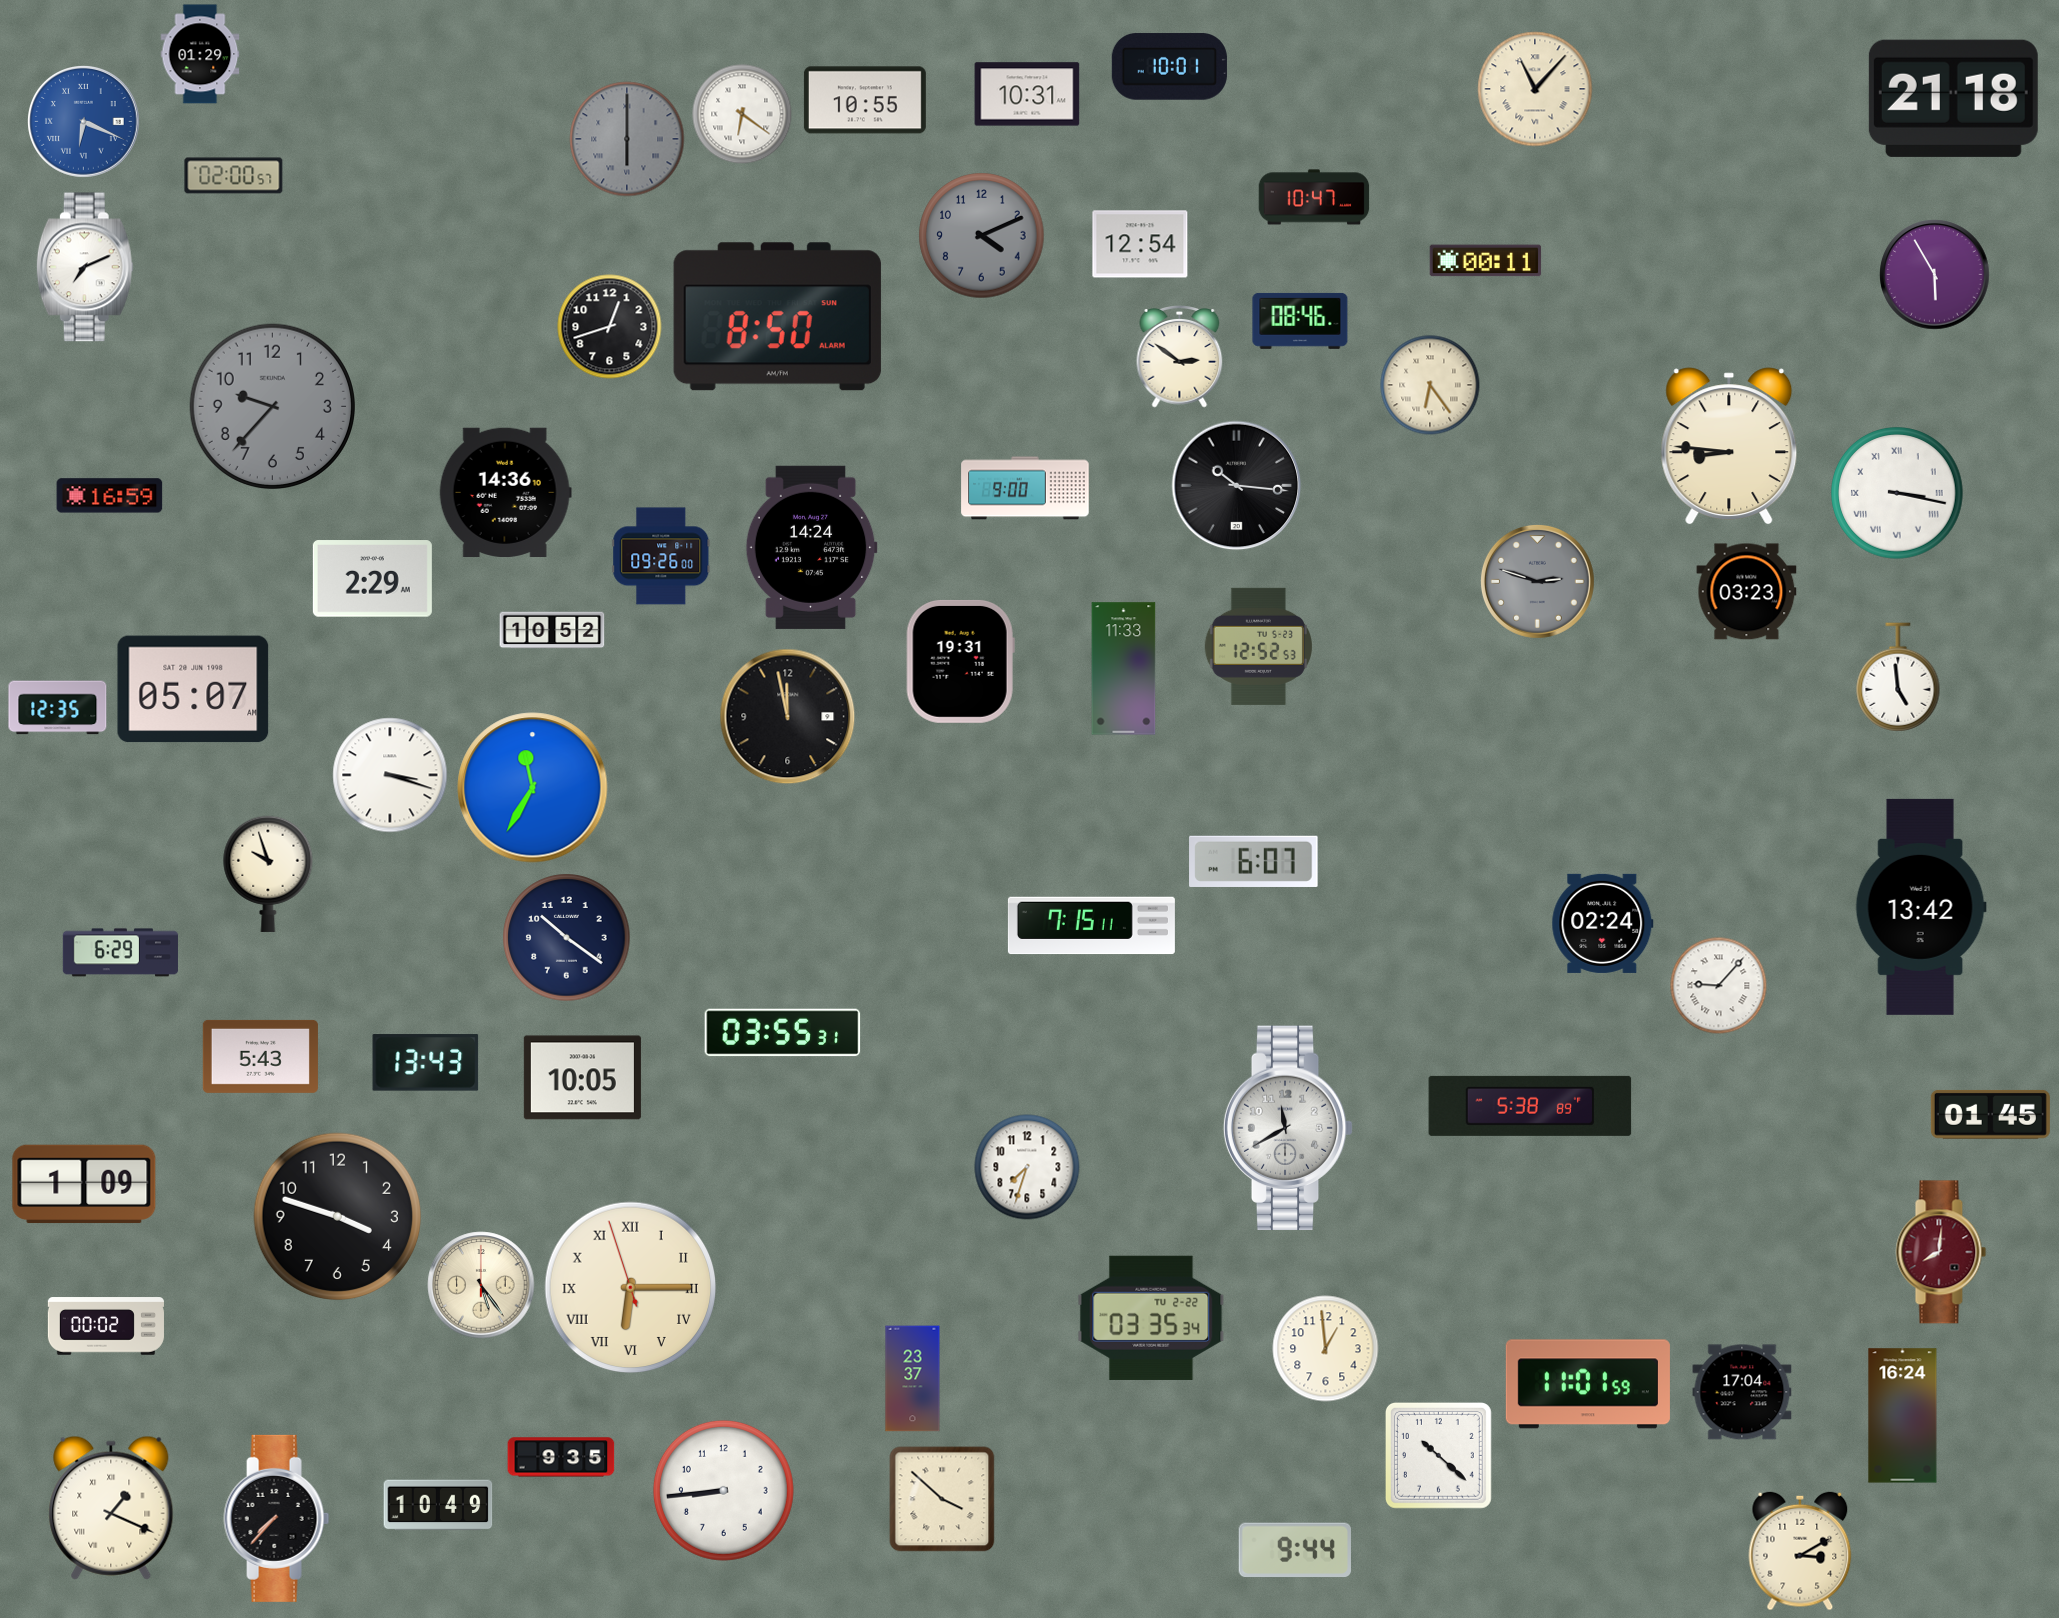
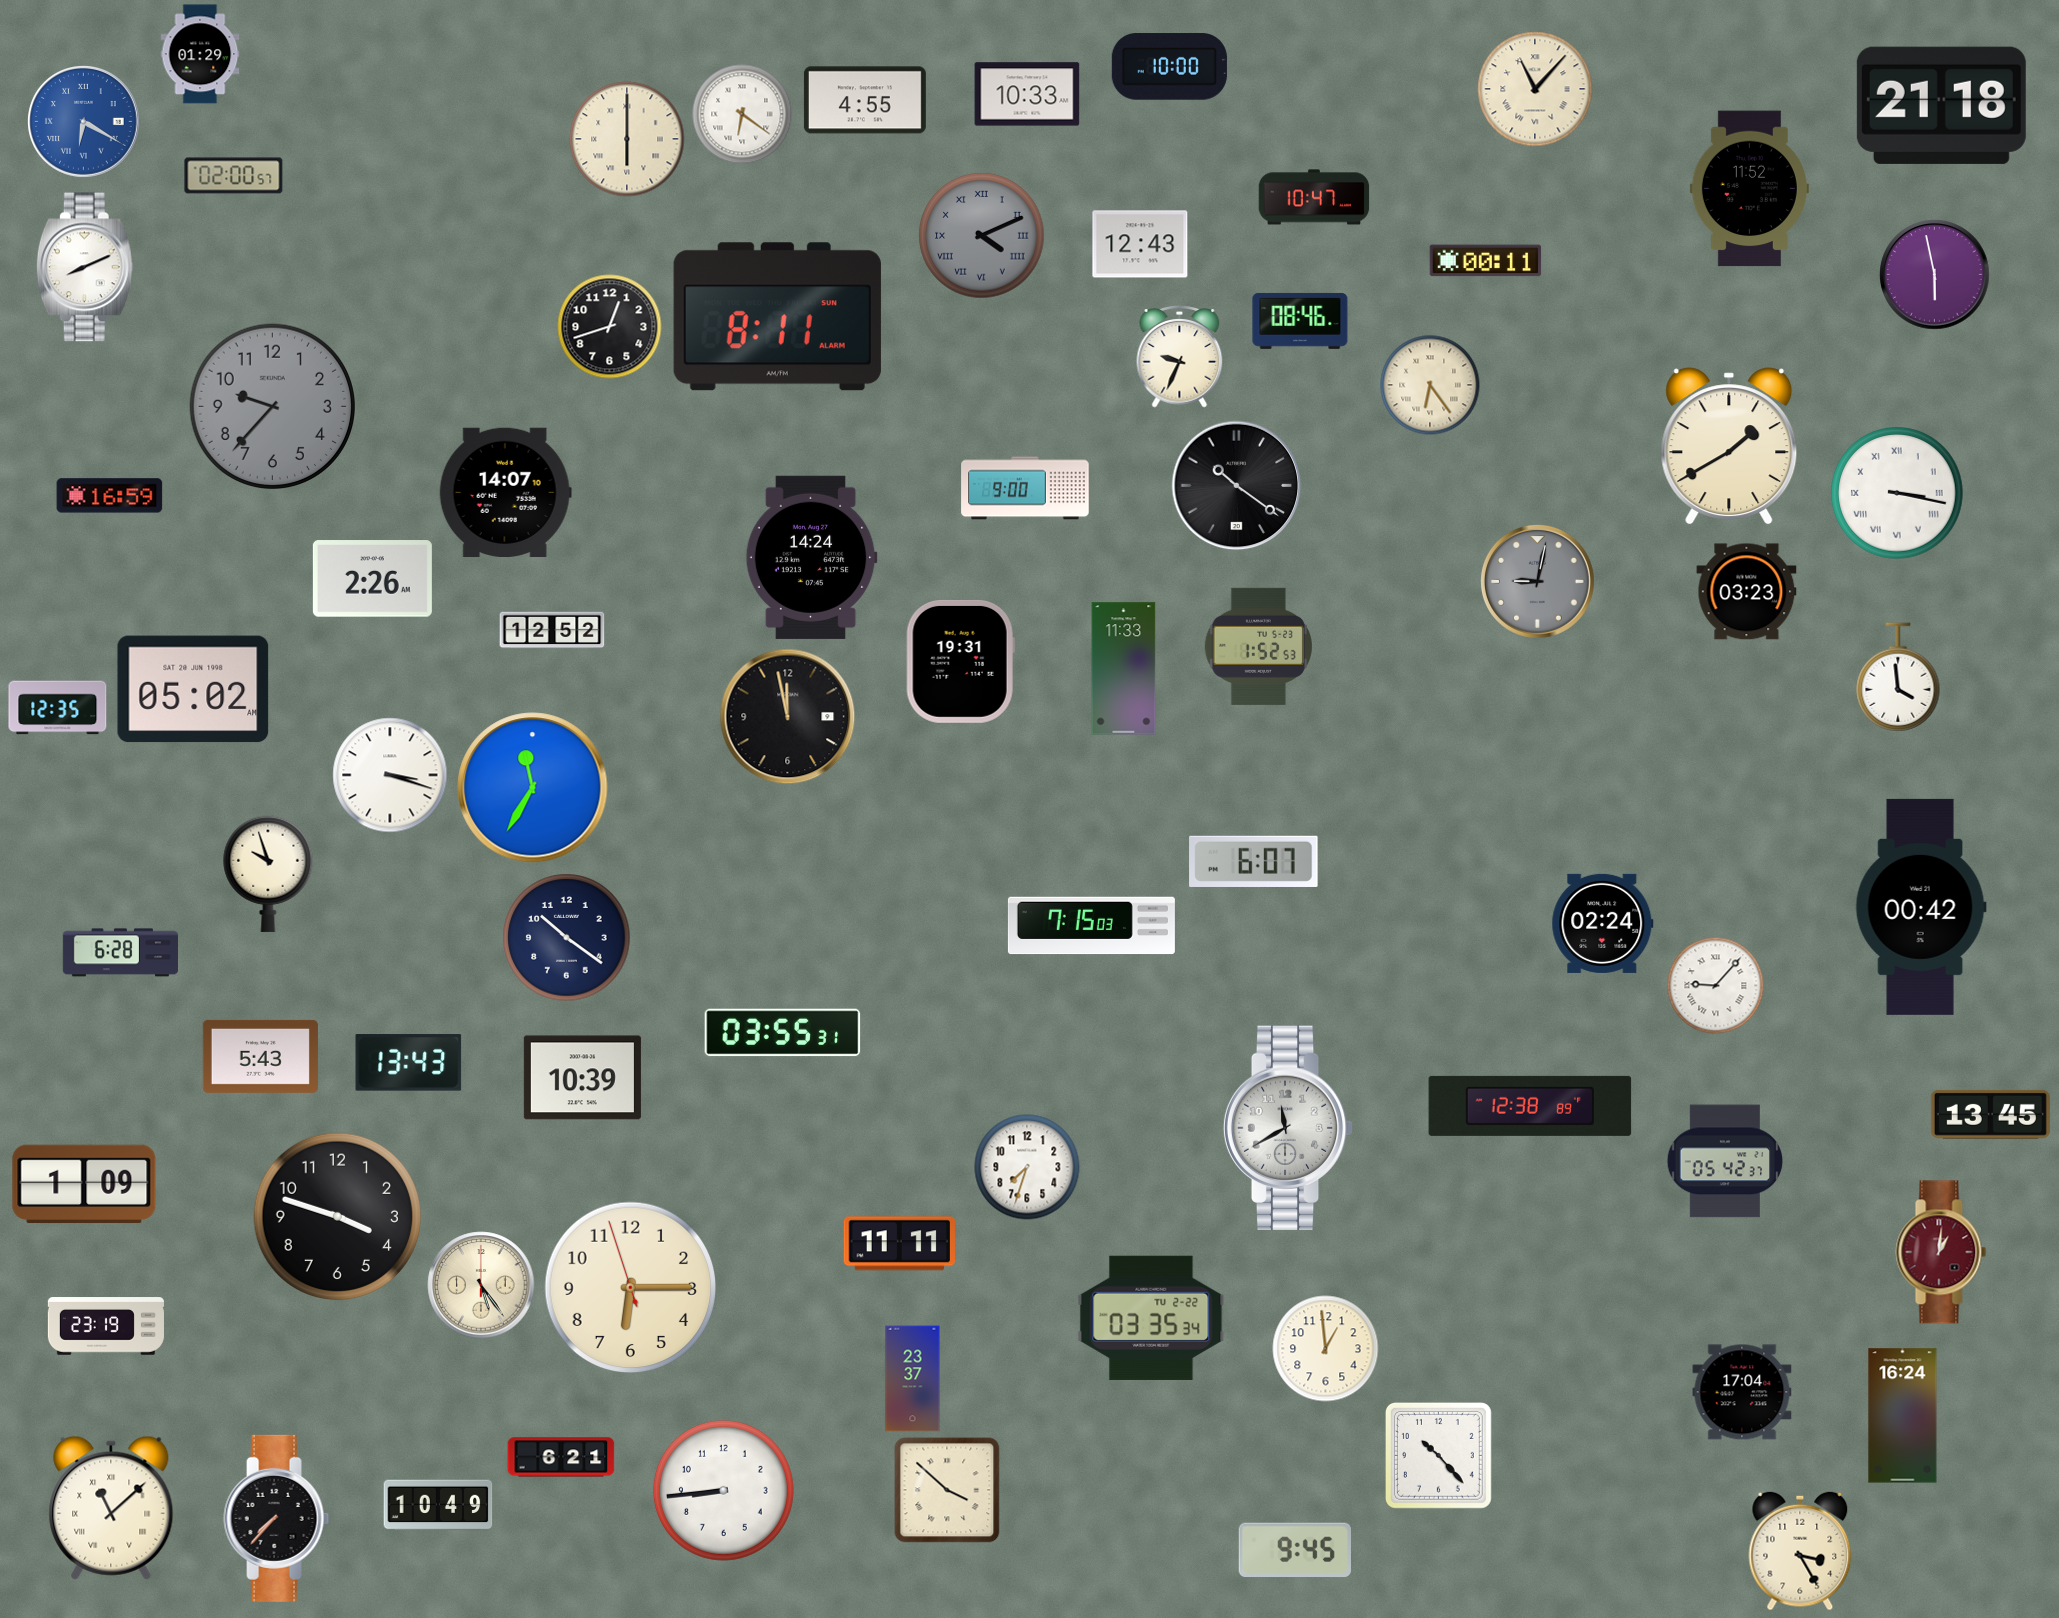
clock at (1169, 67): 10:01 -> 10:00
clock at (1027, 94): 10:31 -> 10:33
clock at (1953, 98) position: (1953, 98) -> (1941, 105)
clock at (865, 100): 10:55 -> 4:55
clock at (84, 122): 6:19 -> 6:20
clock at (627, 139) dial: grey -> cream
clock at (1749, 189): none -> 11:52
clock at (982, 236) numerals: Arabic -> Roman
clock at (1140, 244): 12:54 -> 12:43
clock at (85, 267): 7:11 -> 8:11
clock at (1935, 275): 5:55 -> 5:58
clock at (777, 317): 8:50 -> 8:11
clock at (1180, 357): 2:51 -> 9:34
clock at (1729, 446): 8:46 -> 1:40
clock at (1237, 486): 10:16 -> 10:21
clock at (505, 492): 14:36 -> 14:07
clock at (811, 547) position: (811, 547) -> (811, 557)
clock at (661, 556): 09:26 -> none
clock at (372, 579): 2:29 -> 2:26
clock at (1537, 581): 2:48 -> 9:02
clock at (552, 630): 10:52 -> 12:52
clock at (1258, 646): 12:52 -> 1:52
clock at (1898, 677): 4:59 -> 3:59
clock at (193, 689): 05:07 -> 05:02
clock at (1921, 907): 13:42 -> 00:42
clock at (1091, 926): 7:15:11 -> 7:15:03
clock at (120, 953): 6:29 -> 6:28
clock at (1718, 985) position: (1718, 985) -> (1715, 985)
clock at (426, 1063) position: (426, 1063) -> (409, 1063)
clock at (582, 1078): 10:05 -> 10:39
clock at (1530, 1106): 5:38 -> 12:38
clock at (1990, 1114): 01:45 -> 13:45
clock at (1725, 1161): none -> 05:42
clock at (899, 1244): none -> 11:11
clock at (1941, 1252): 8:01 -> 1:01
clock at (631, 1288) numerals: Roman -> Arabic
clock at (106, 1326): 00:02 -> 23:19
clock at (1588, 1384): 11:01 -> none
clock at (1438, 1455): 10:22 -> 10:23
clock at (561, 1457): 9:35 -> 6:21
clock at (942, 1499) position: (942, 1499) -> (947, 1490)
clock at (111, 1508): 1:19 -> 11:08
clock at (1295, 1550): 9:44 -> 9:45
clock at (1800, 1551): 3:10 -> 3:25
